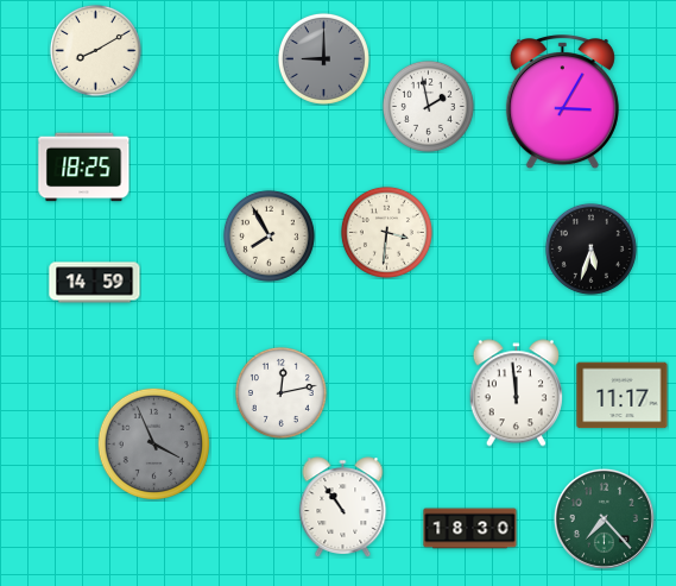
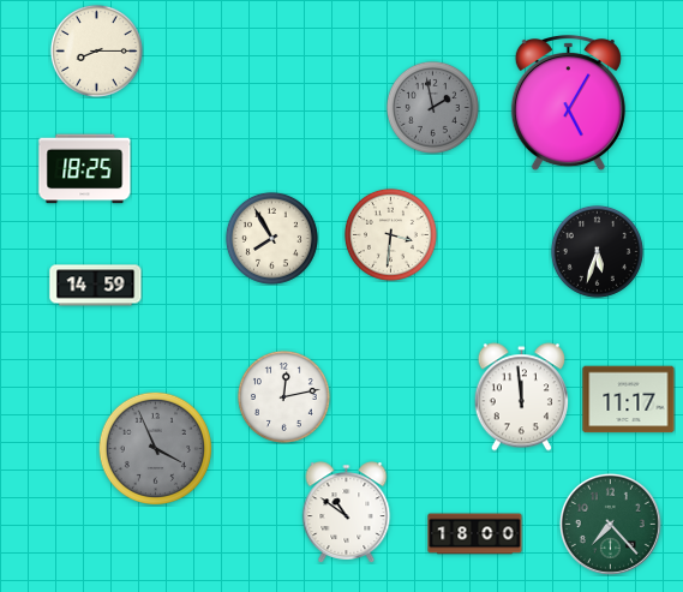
clock at (95, 50): 8:10 -> 8:15
clock at (323, 58): 9:00 -> none
clock at (562, 103): 3:05 -> 5:05
clock at (428, 106) dial: white -> grey
clock at (343, 508): 10:54 -> 10:51
clock at (470, 529): 18:30 -> 18:00
